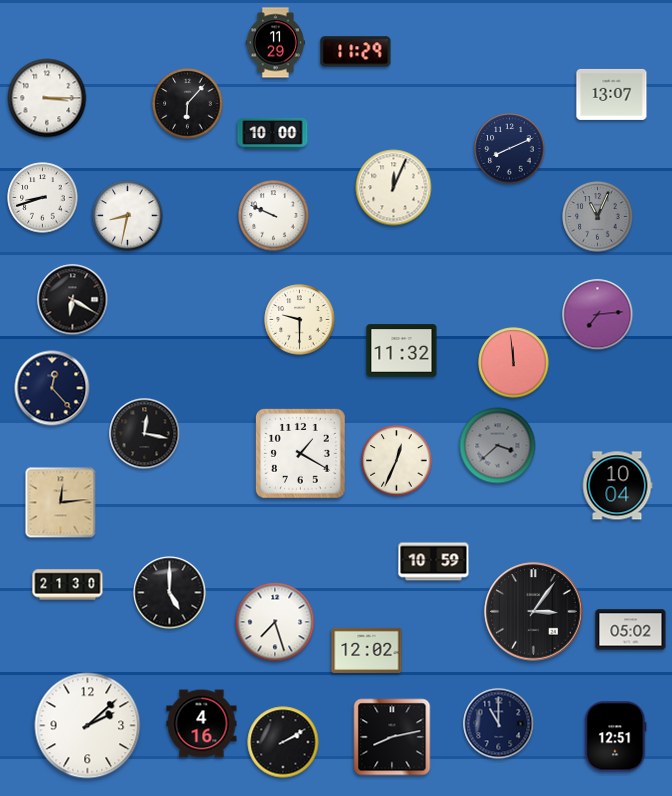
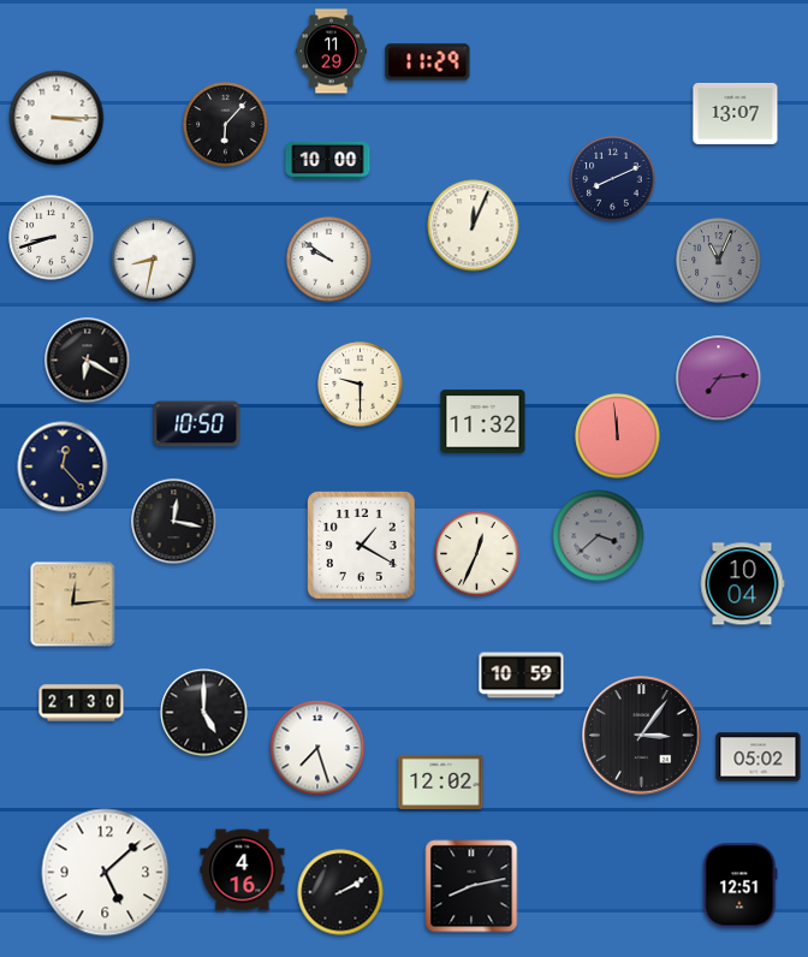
clock at (274, 216): 9:49 -> 9:51
clock at (197, 424): none -> 10:50
clock at (275, 622) position: (275, 622) -> (317, 748)
clock at (499, 724): 11:00 -> none
clock at (88, 726): 2:08 -> 5:08
